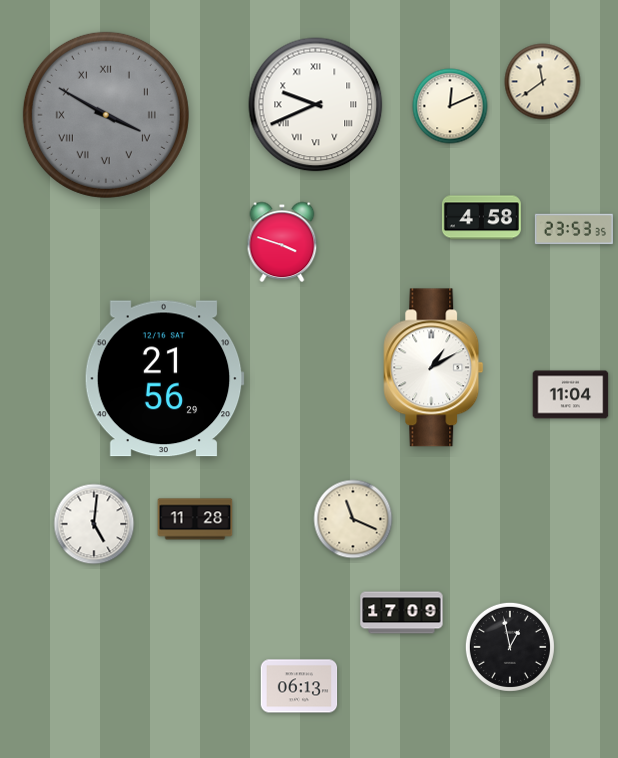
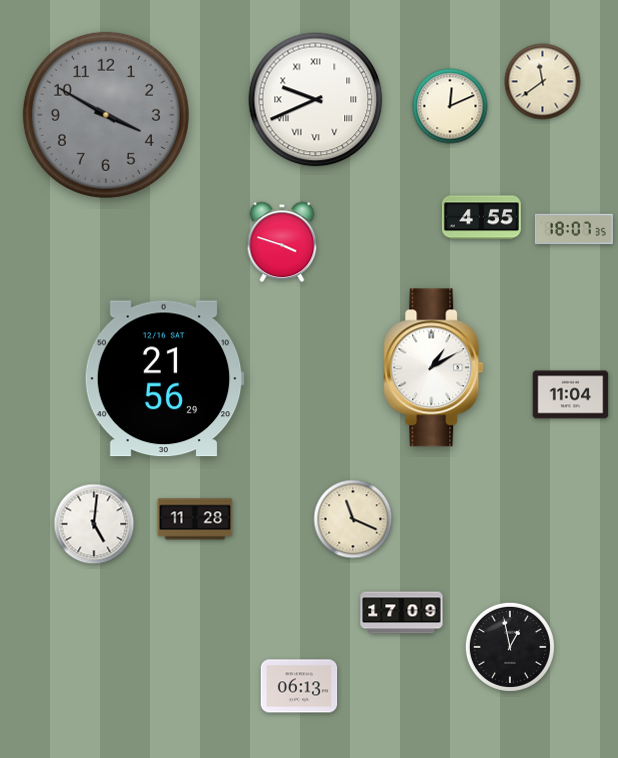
clock at (316, 105) position: (316, 105) -> (316, 100)
clock at (106, 115) numerals: Roman -> Arabic
clock at (481, 218): 4:58 -> 4:55
clock at (574, 229): 23:53 -> 18:07
